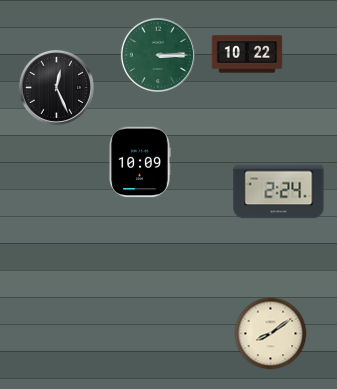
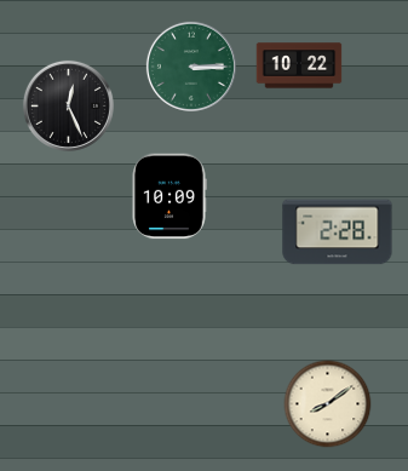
clock at (279, 192): 2:24 -> 2:28
